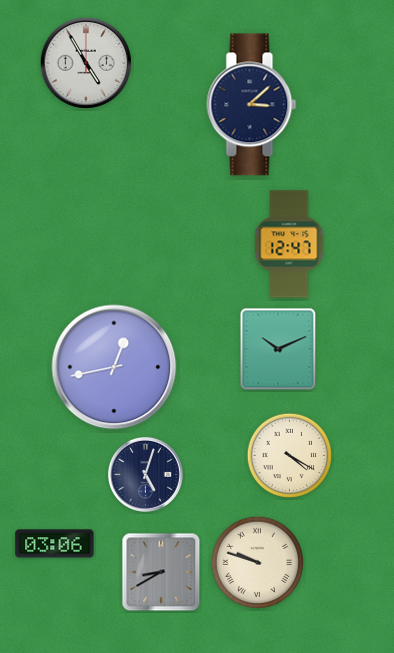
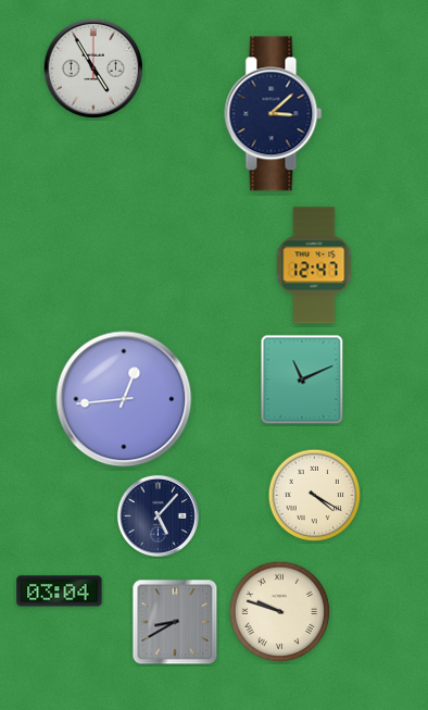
clock at (278, 349): 10:11 -> 11:11
clock at (114, 367): 12:43 -> 12:44
clock at (145, 474): 5:03 -> 5:07
clock at (55, 544): 03:06 -> 03:04
